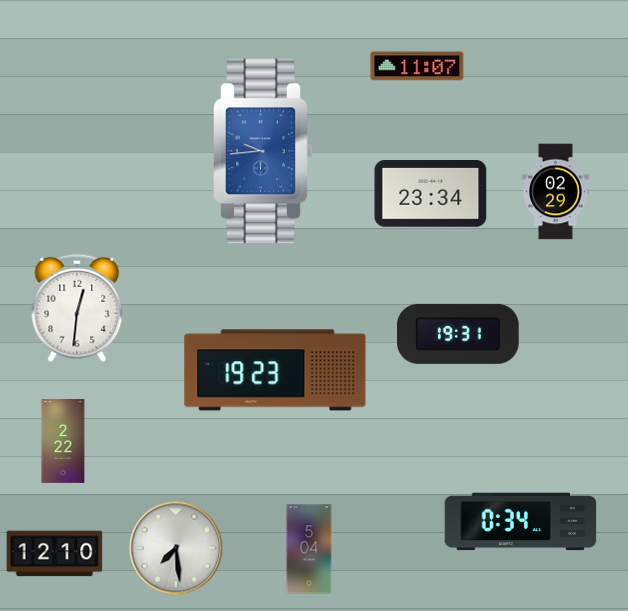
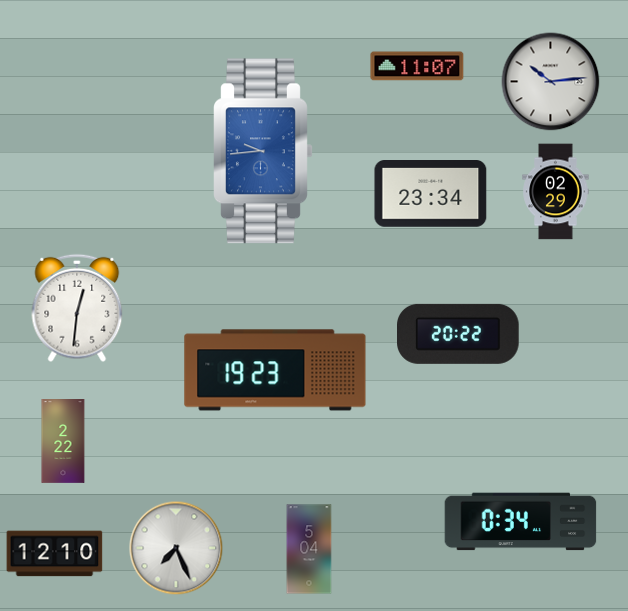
clock at (551, 82): none -> 10:14
clock at (459, 334): 19:31 -> 20:22
clock at (176, 548): 7:29 -> 7:26
